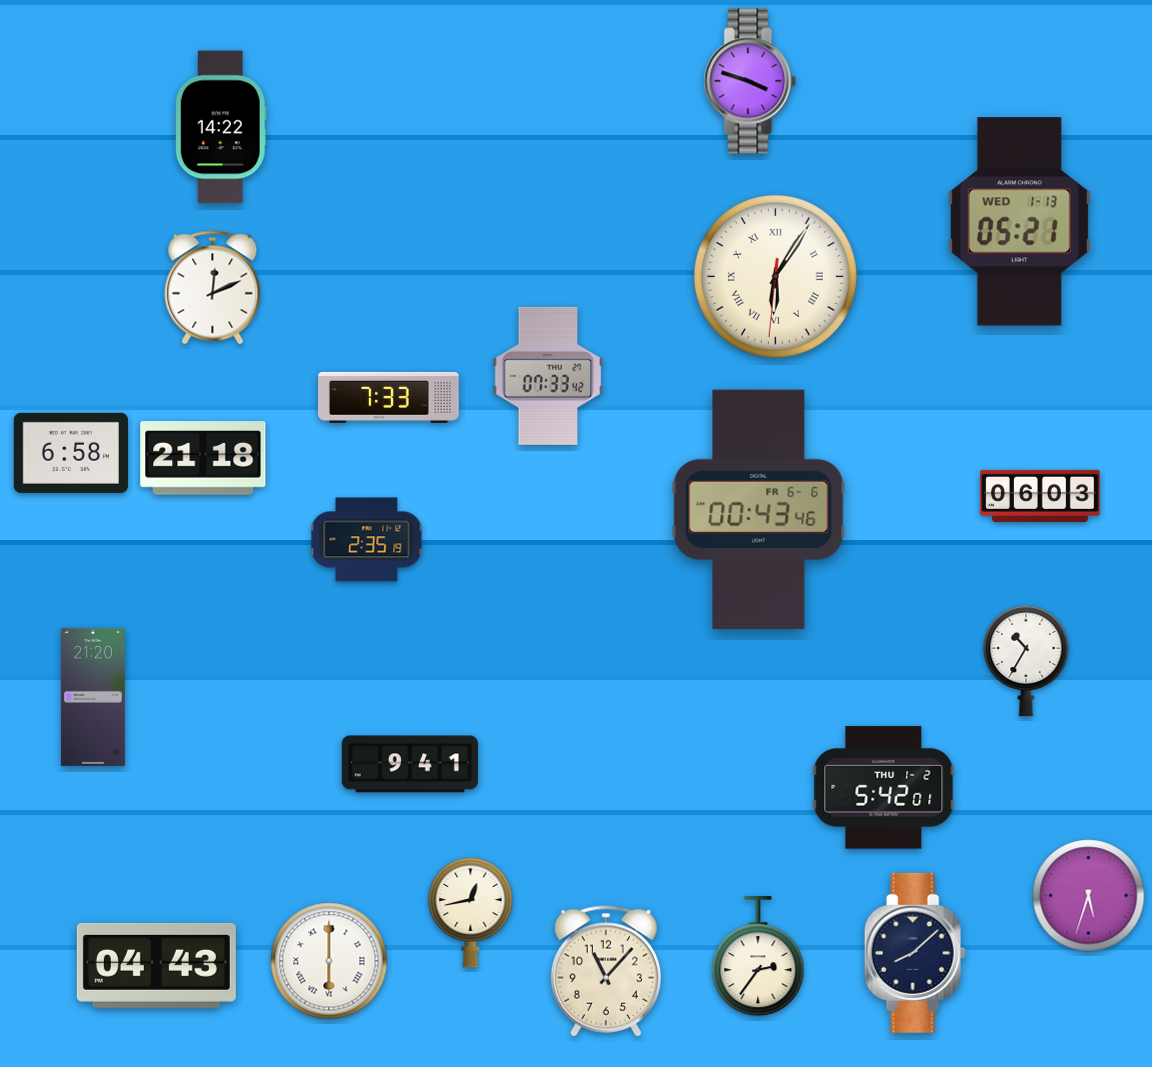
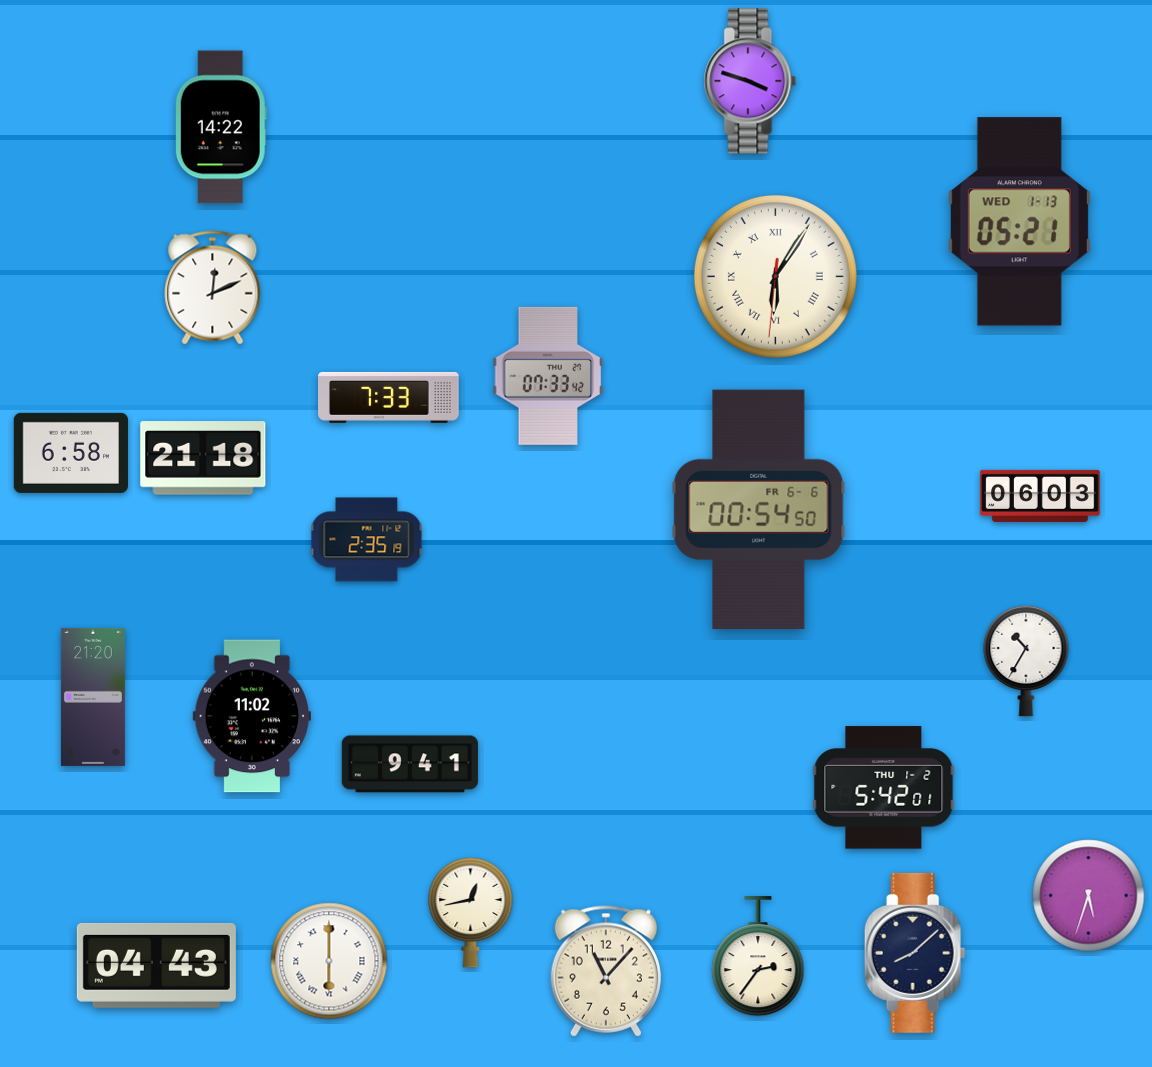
clock at (759, 510): 00:43 -> 00:54
clock at (252, 716): none -> 11:02
